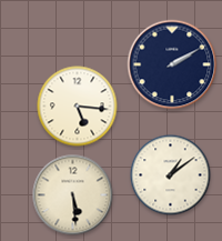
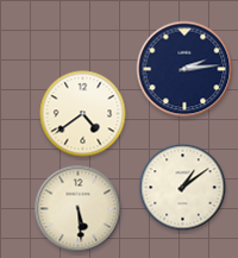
clock at (172, 64): 2:10 -> 2:14
clock at (78, 107): 5:16 -> 4:39
